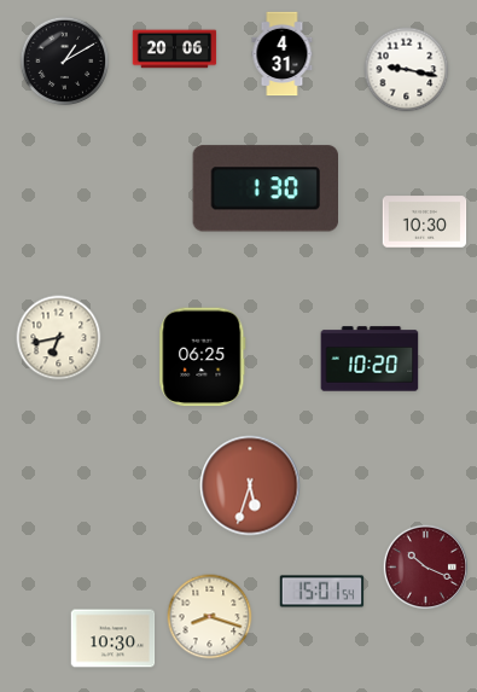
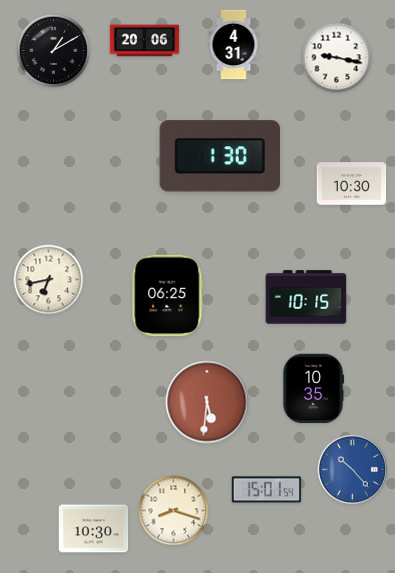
clock at (370, 359): 10:20 -> 10:15
clock at (313, 389): none -> 10:35
clock at (250, 485): 5:33 -> 5:31
clock at (425, 566): 10:19 -> 10:23
clock at (425, 566) dial: burgundy -> blue
